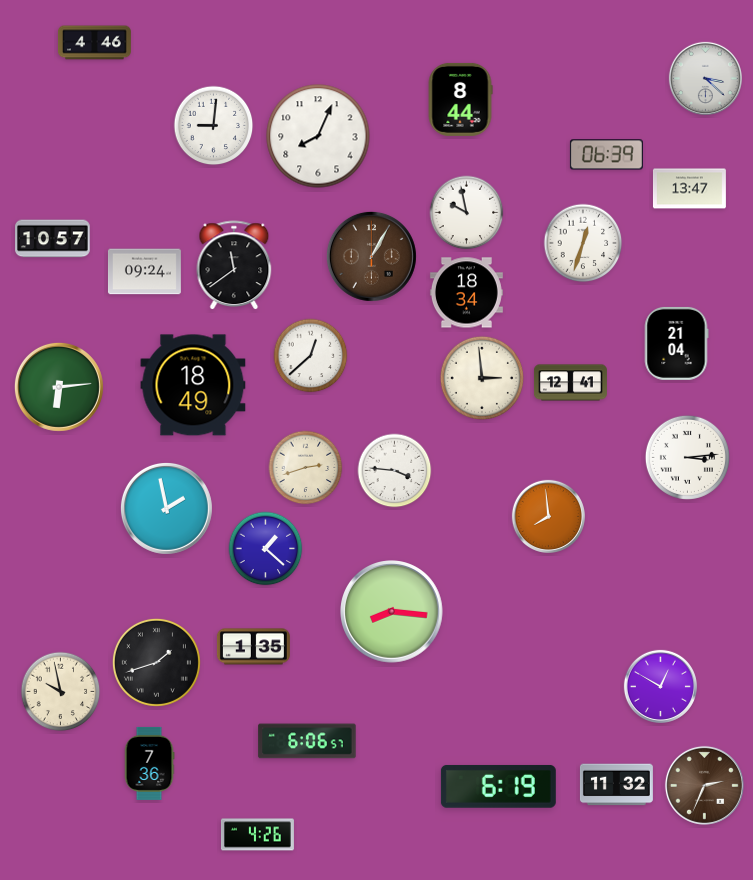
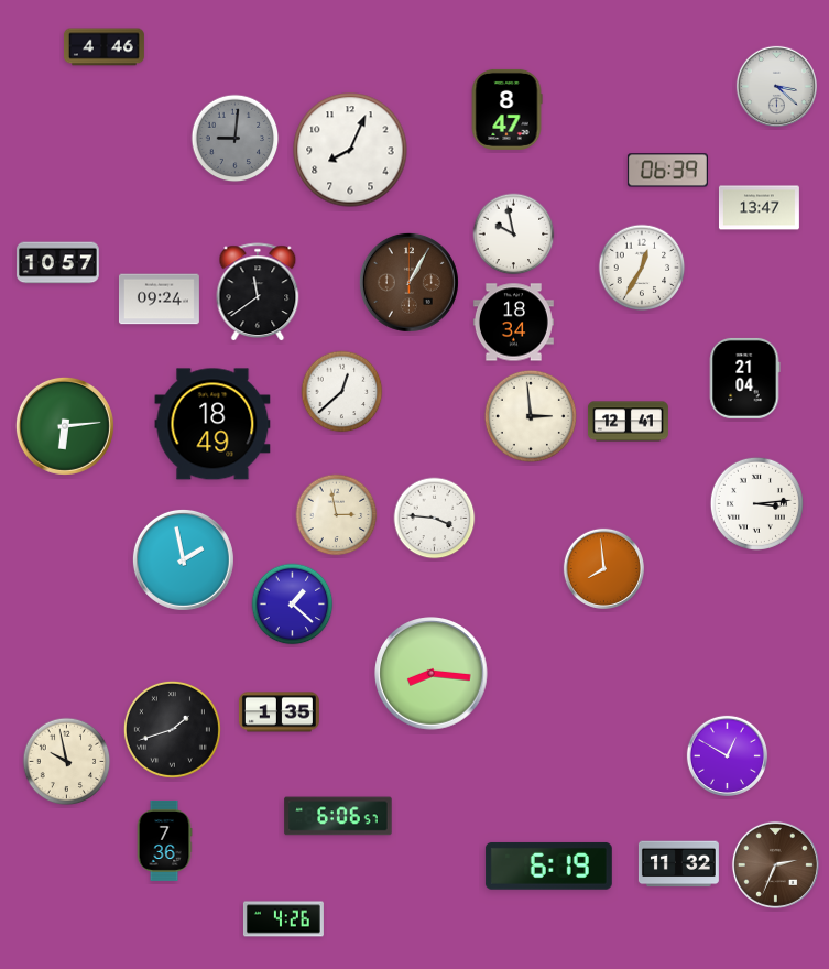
clock at (460, 99): 8:44 -> 8:47
clock at (214, 126) dial: white -> grey
clock at (583, 243): 12:33 -> 12:35
clock at (306, 468): 2:42 -> 2:58
